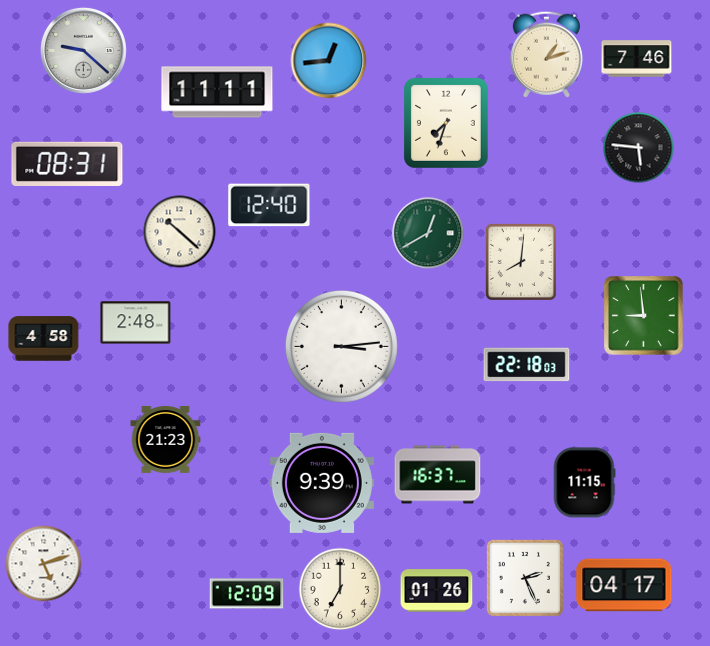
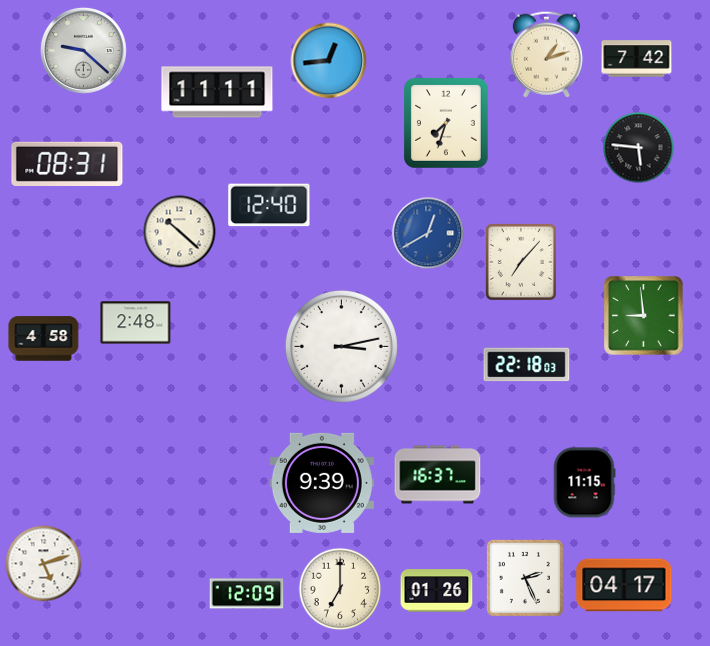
clock at (637, 59): 7:46 -> 7:42
clock at (428, 233) dial: green -> blue
clock at (521, 262): 8:01 -> 7:07
clock at (341, 346): 3:14 -> 3:13
clock at (166, 439): 21:23 -> none
